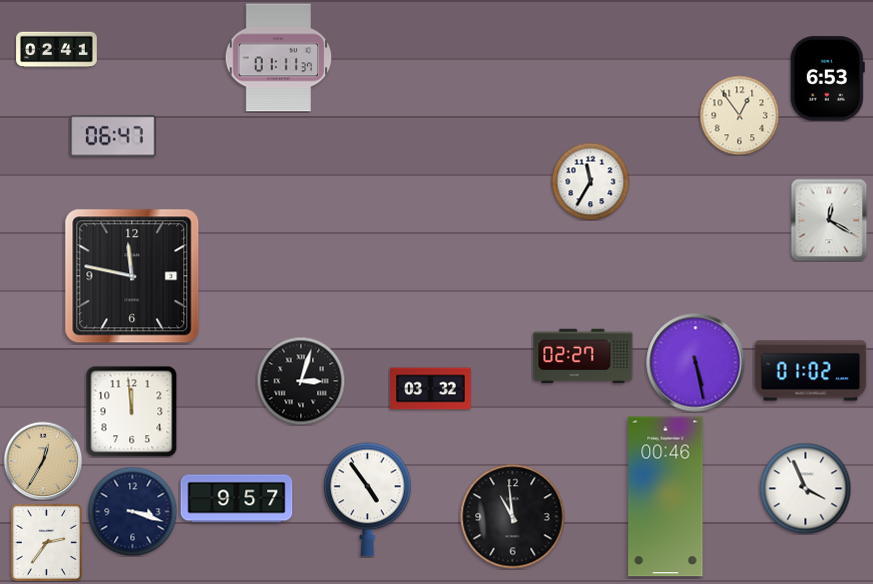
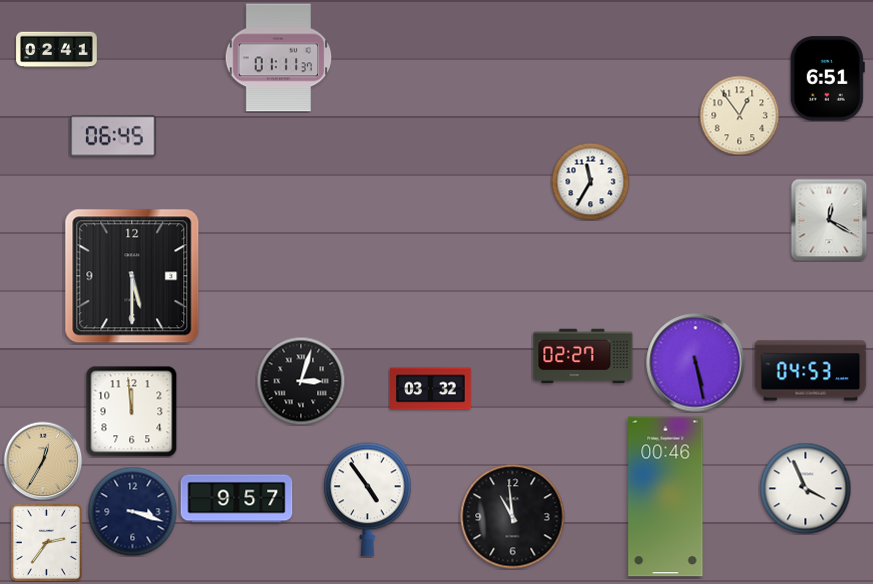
clock at (827, 79): 6:53 -> 6:51
clock at (113, 136): 06:47 -> 06:45
clock at (132, 276): 11:47 -> 5:30
clock at (811, 371): 01:02 -> 04:53
